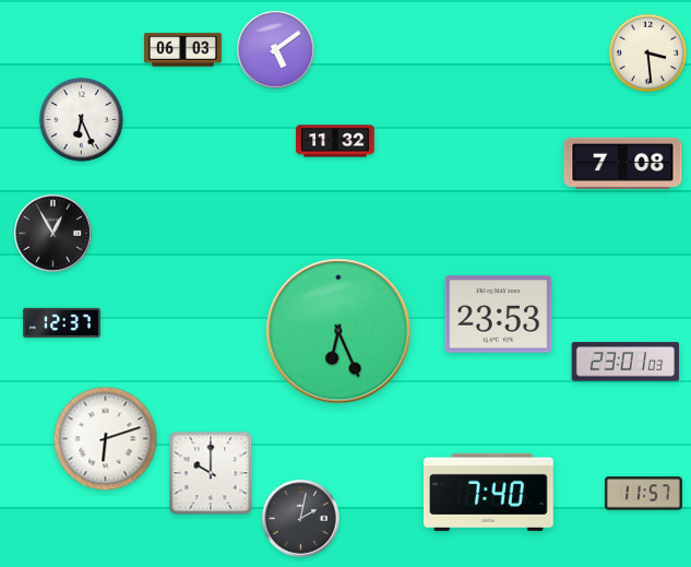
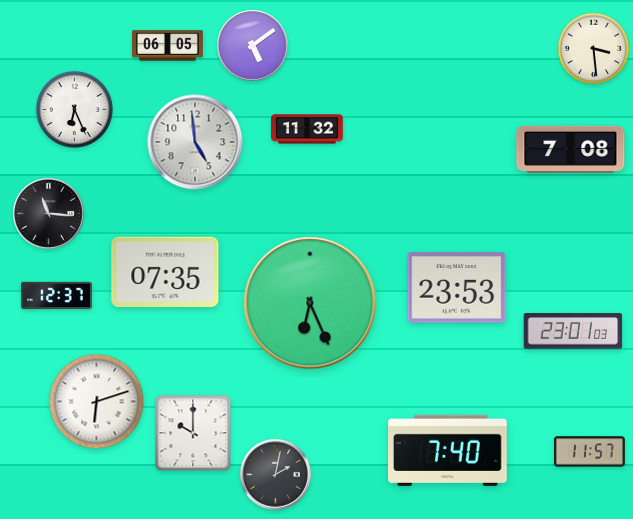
clock at (183, 50): 06:03 -> 06:05
clock at (195, 142): none -> 4:59
clock at (52, 233): 12:55 -> 11:16
clock at (165, 271): none -> 07:35
